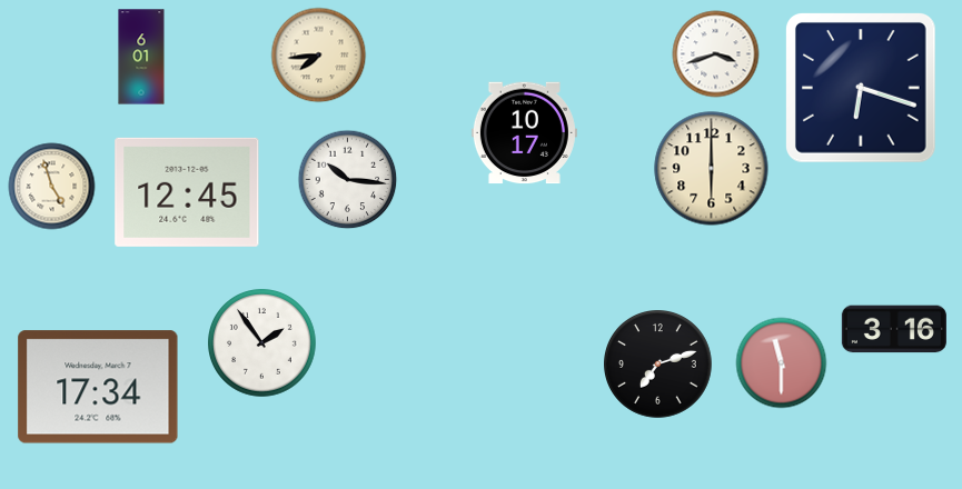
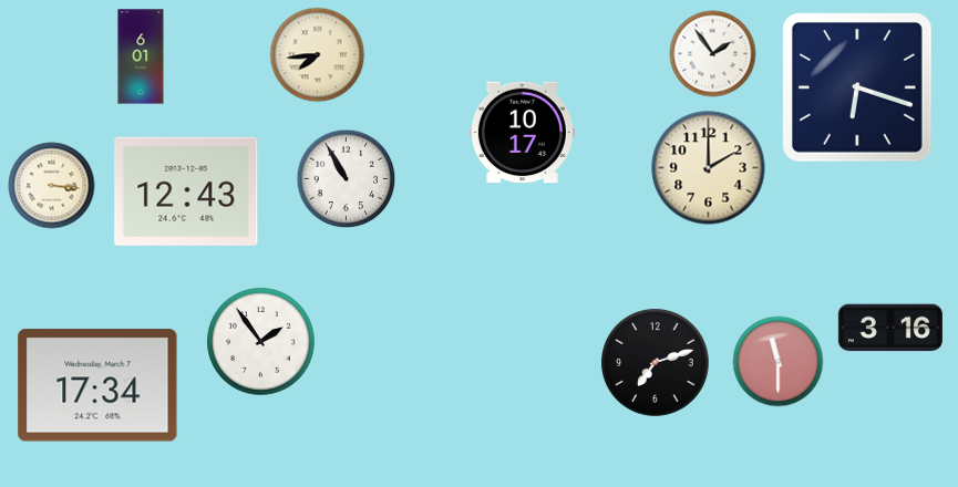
clock at (716, 54): 3:42 -> 1:54
clock at (712, 169): 6:00 -> 2:00
clock at (348, 180): 10:16 -> 10:55
clock at (52, 187): 4:57 -> 3:16
clock at (187, 192): 12:45 -> 12:43
